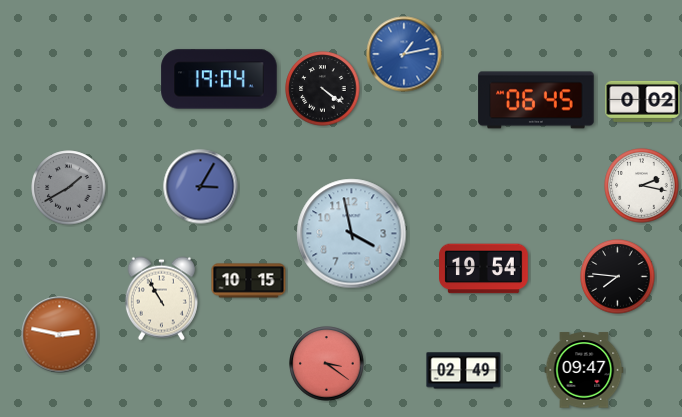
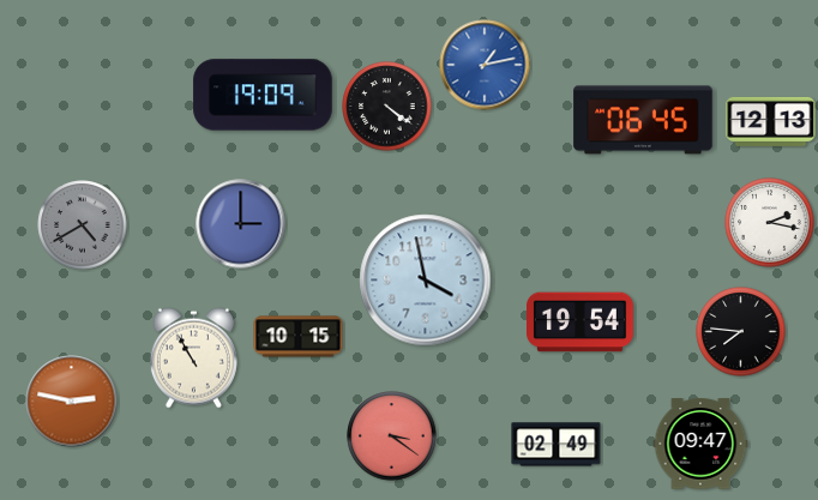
clock at (219, 79): 19:04 -> 19:09
clock at (643, 101): 0:02 -> 12:13
clock at (201, 187): 3:05 -> 3:00
clock at (69, 188): 1:40 -> 4:40
clock at (352, 234) position: (352, 234) -> (426, 281)
